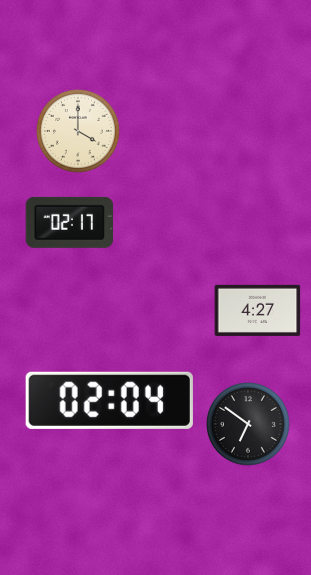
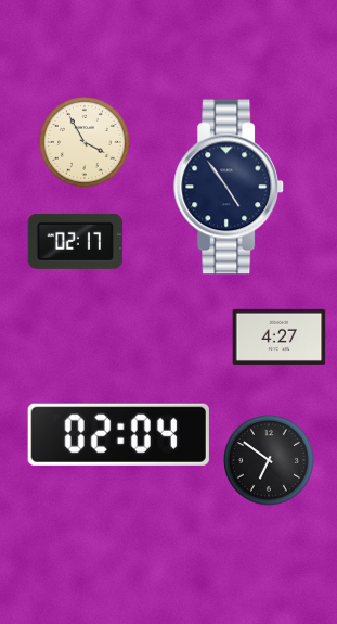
clock at (79, 132): 4:00 -> 3:55
clock at (230, 187): none -> 4:54
